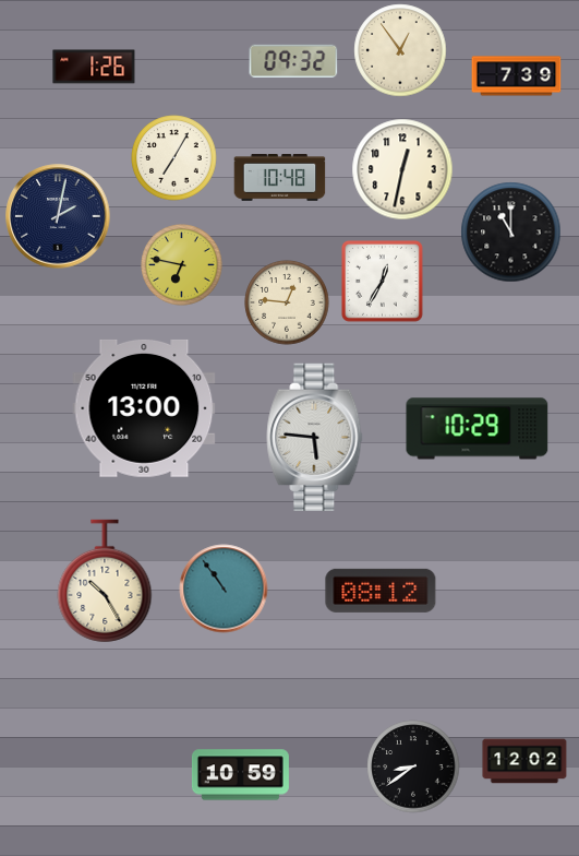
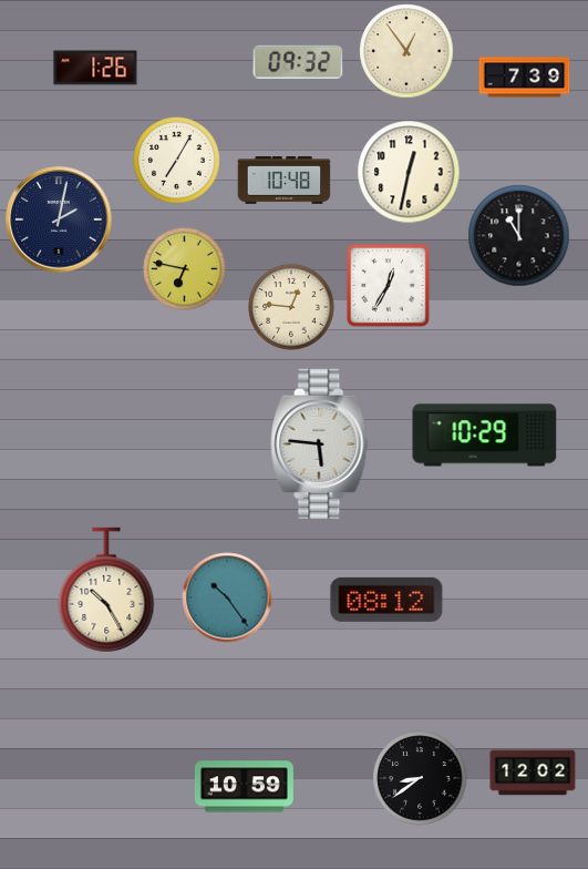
clock at (144, 408): 13:00 -> none
clock at (224, 588): 10:54 -> 10:24
